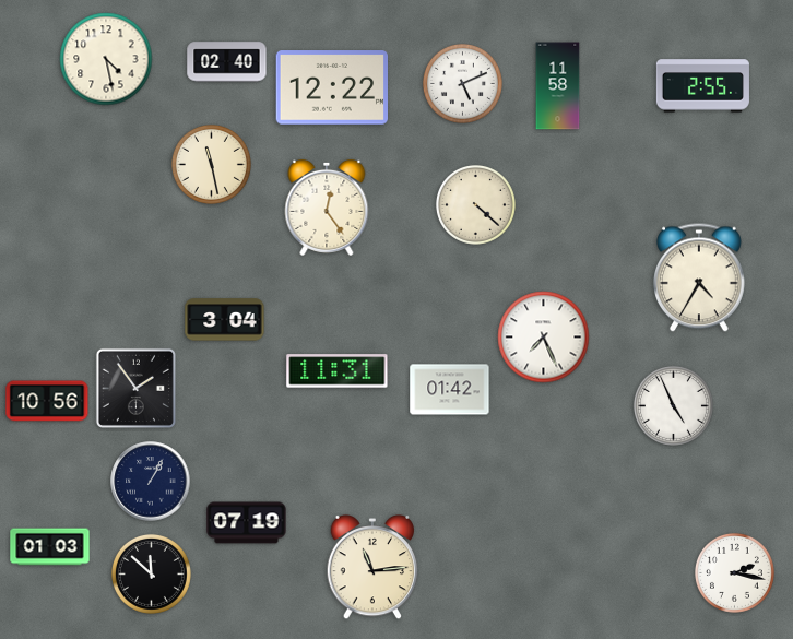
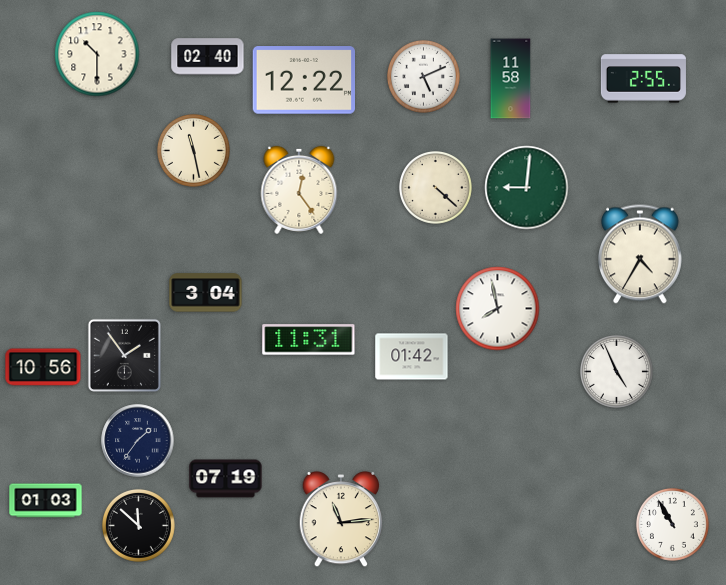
clock at (106, 59): 4:28 -> 10:30
clock at (527, 188): none -> 9:01
clock at (544, 338): 7:26 -> 7:58
clock at (151, 482): 1:05 -> 1:36
clock at (734, 572): 2:17 -> 10:55
